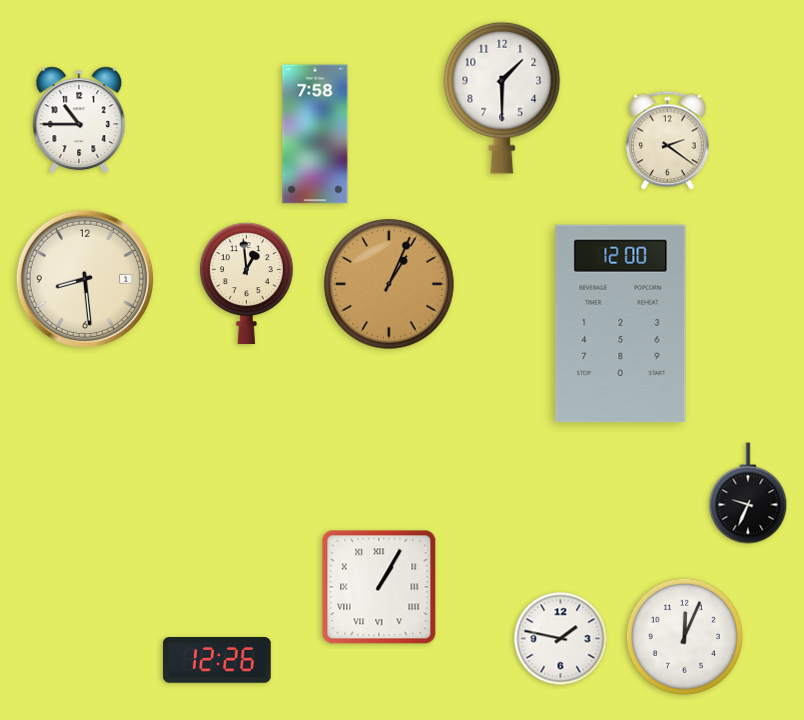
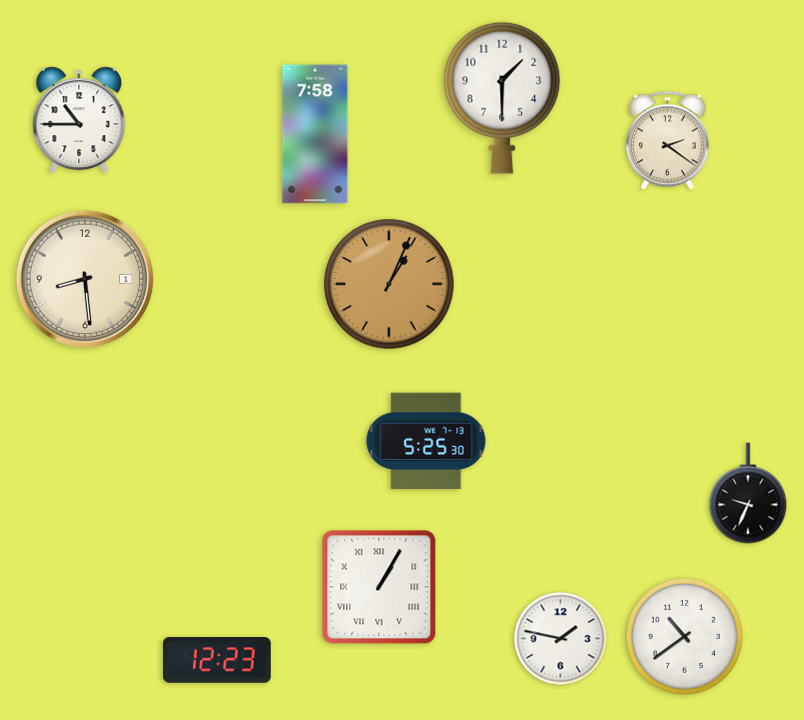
clock at (246, 284): 12:59 -> none
clock at (621, 324): 12:00 -> none
clock at (426, 441): none -> 5:25
clock at (684, 636): 12:04 -> 10:39
clock at (217, 661): 12:26 -> 12:23
